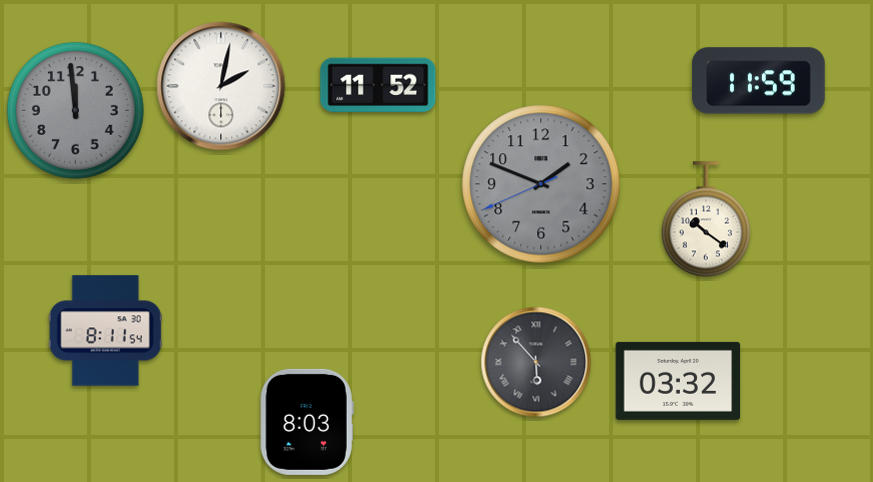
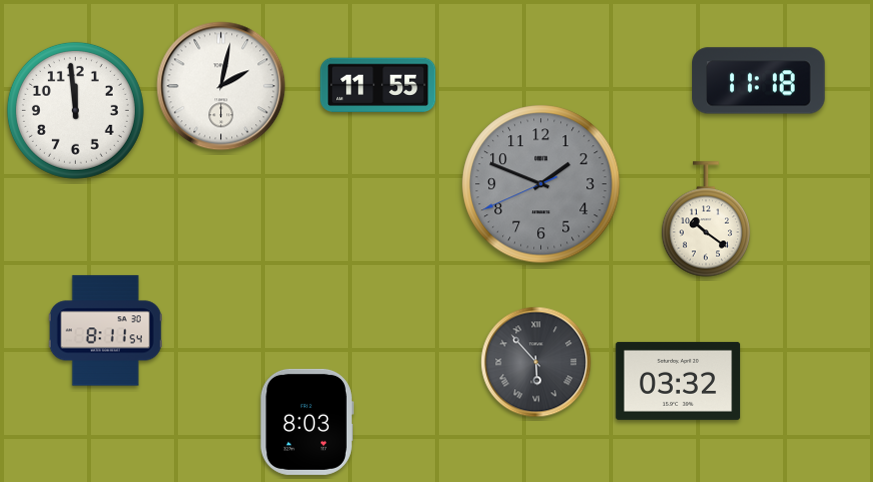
clock at (759, 81): 11:59 -> 11:18
clock at (378, 85): 11:52 -> 11:55
clock at (75, 110) dial: grey -> white
